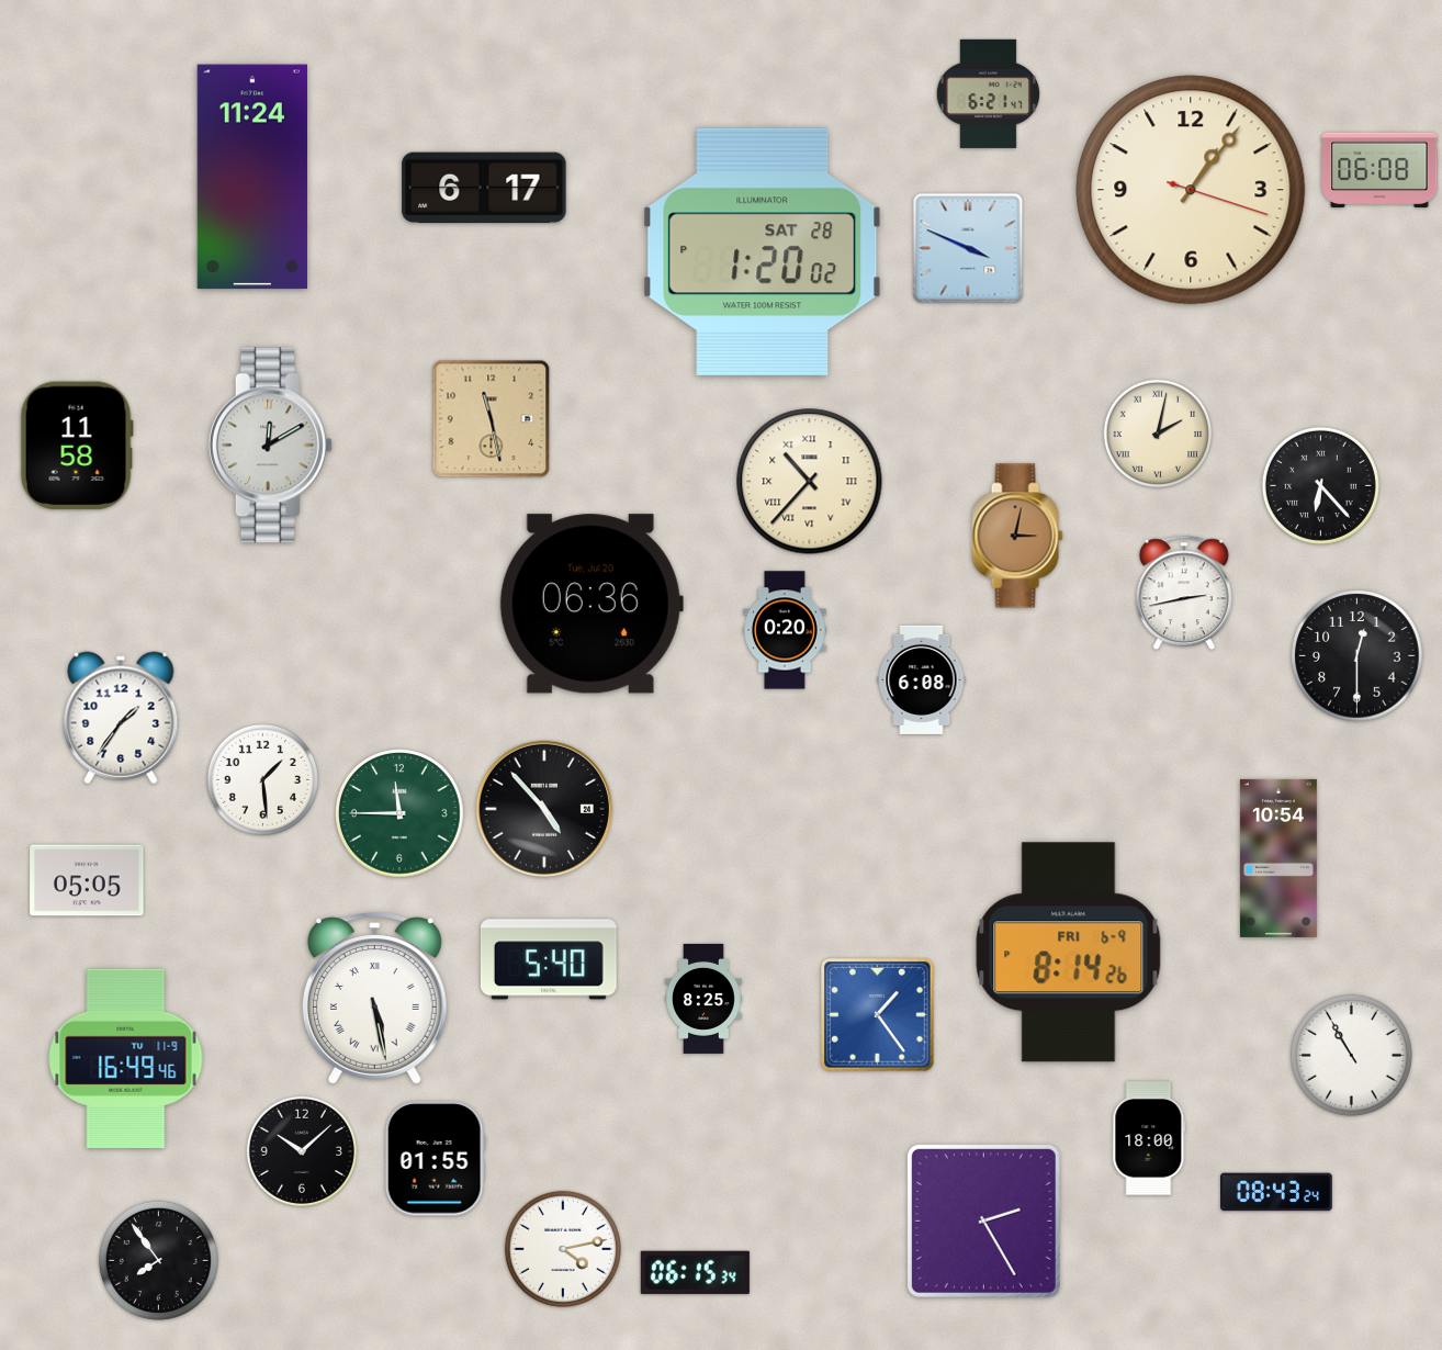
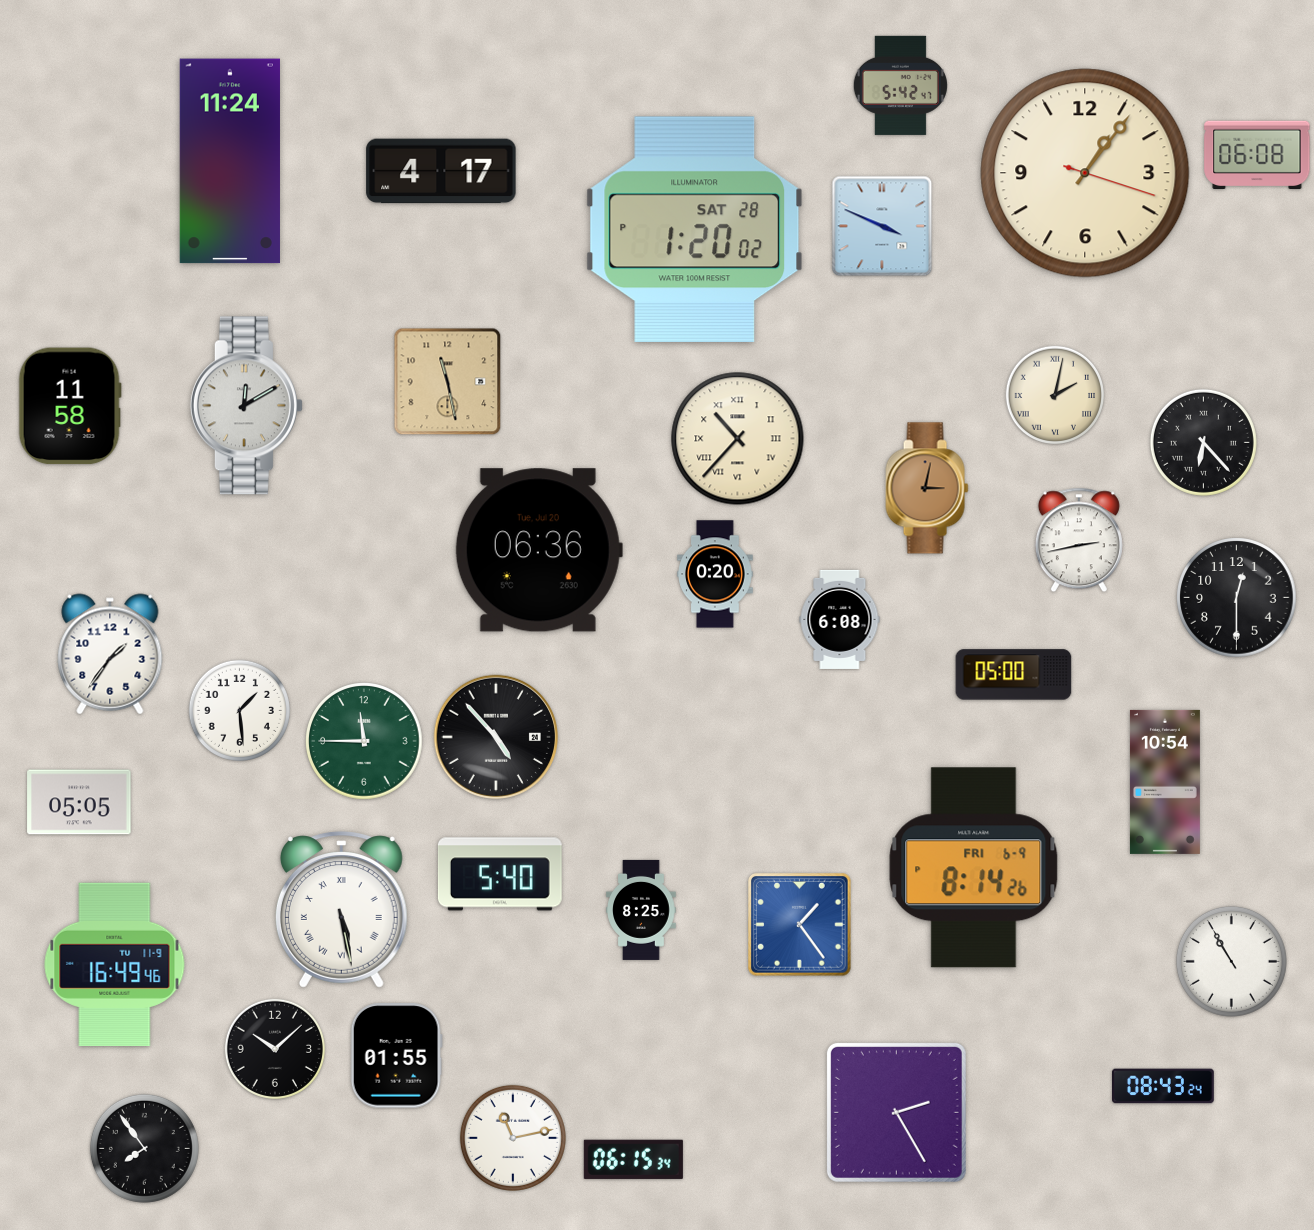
clock at (988, 93): 6:21 -> 5:42
clock at (484, 188): 6:17 -> 4:17
clock at (1014, 675): none -> 05:00
clock at (1149, 1138): 18:00 -> none
clock at (563, 1249): 4:13 -> 11:13
